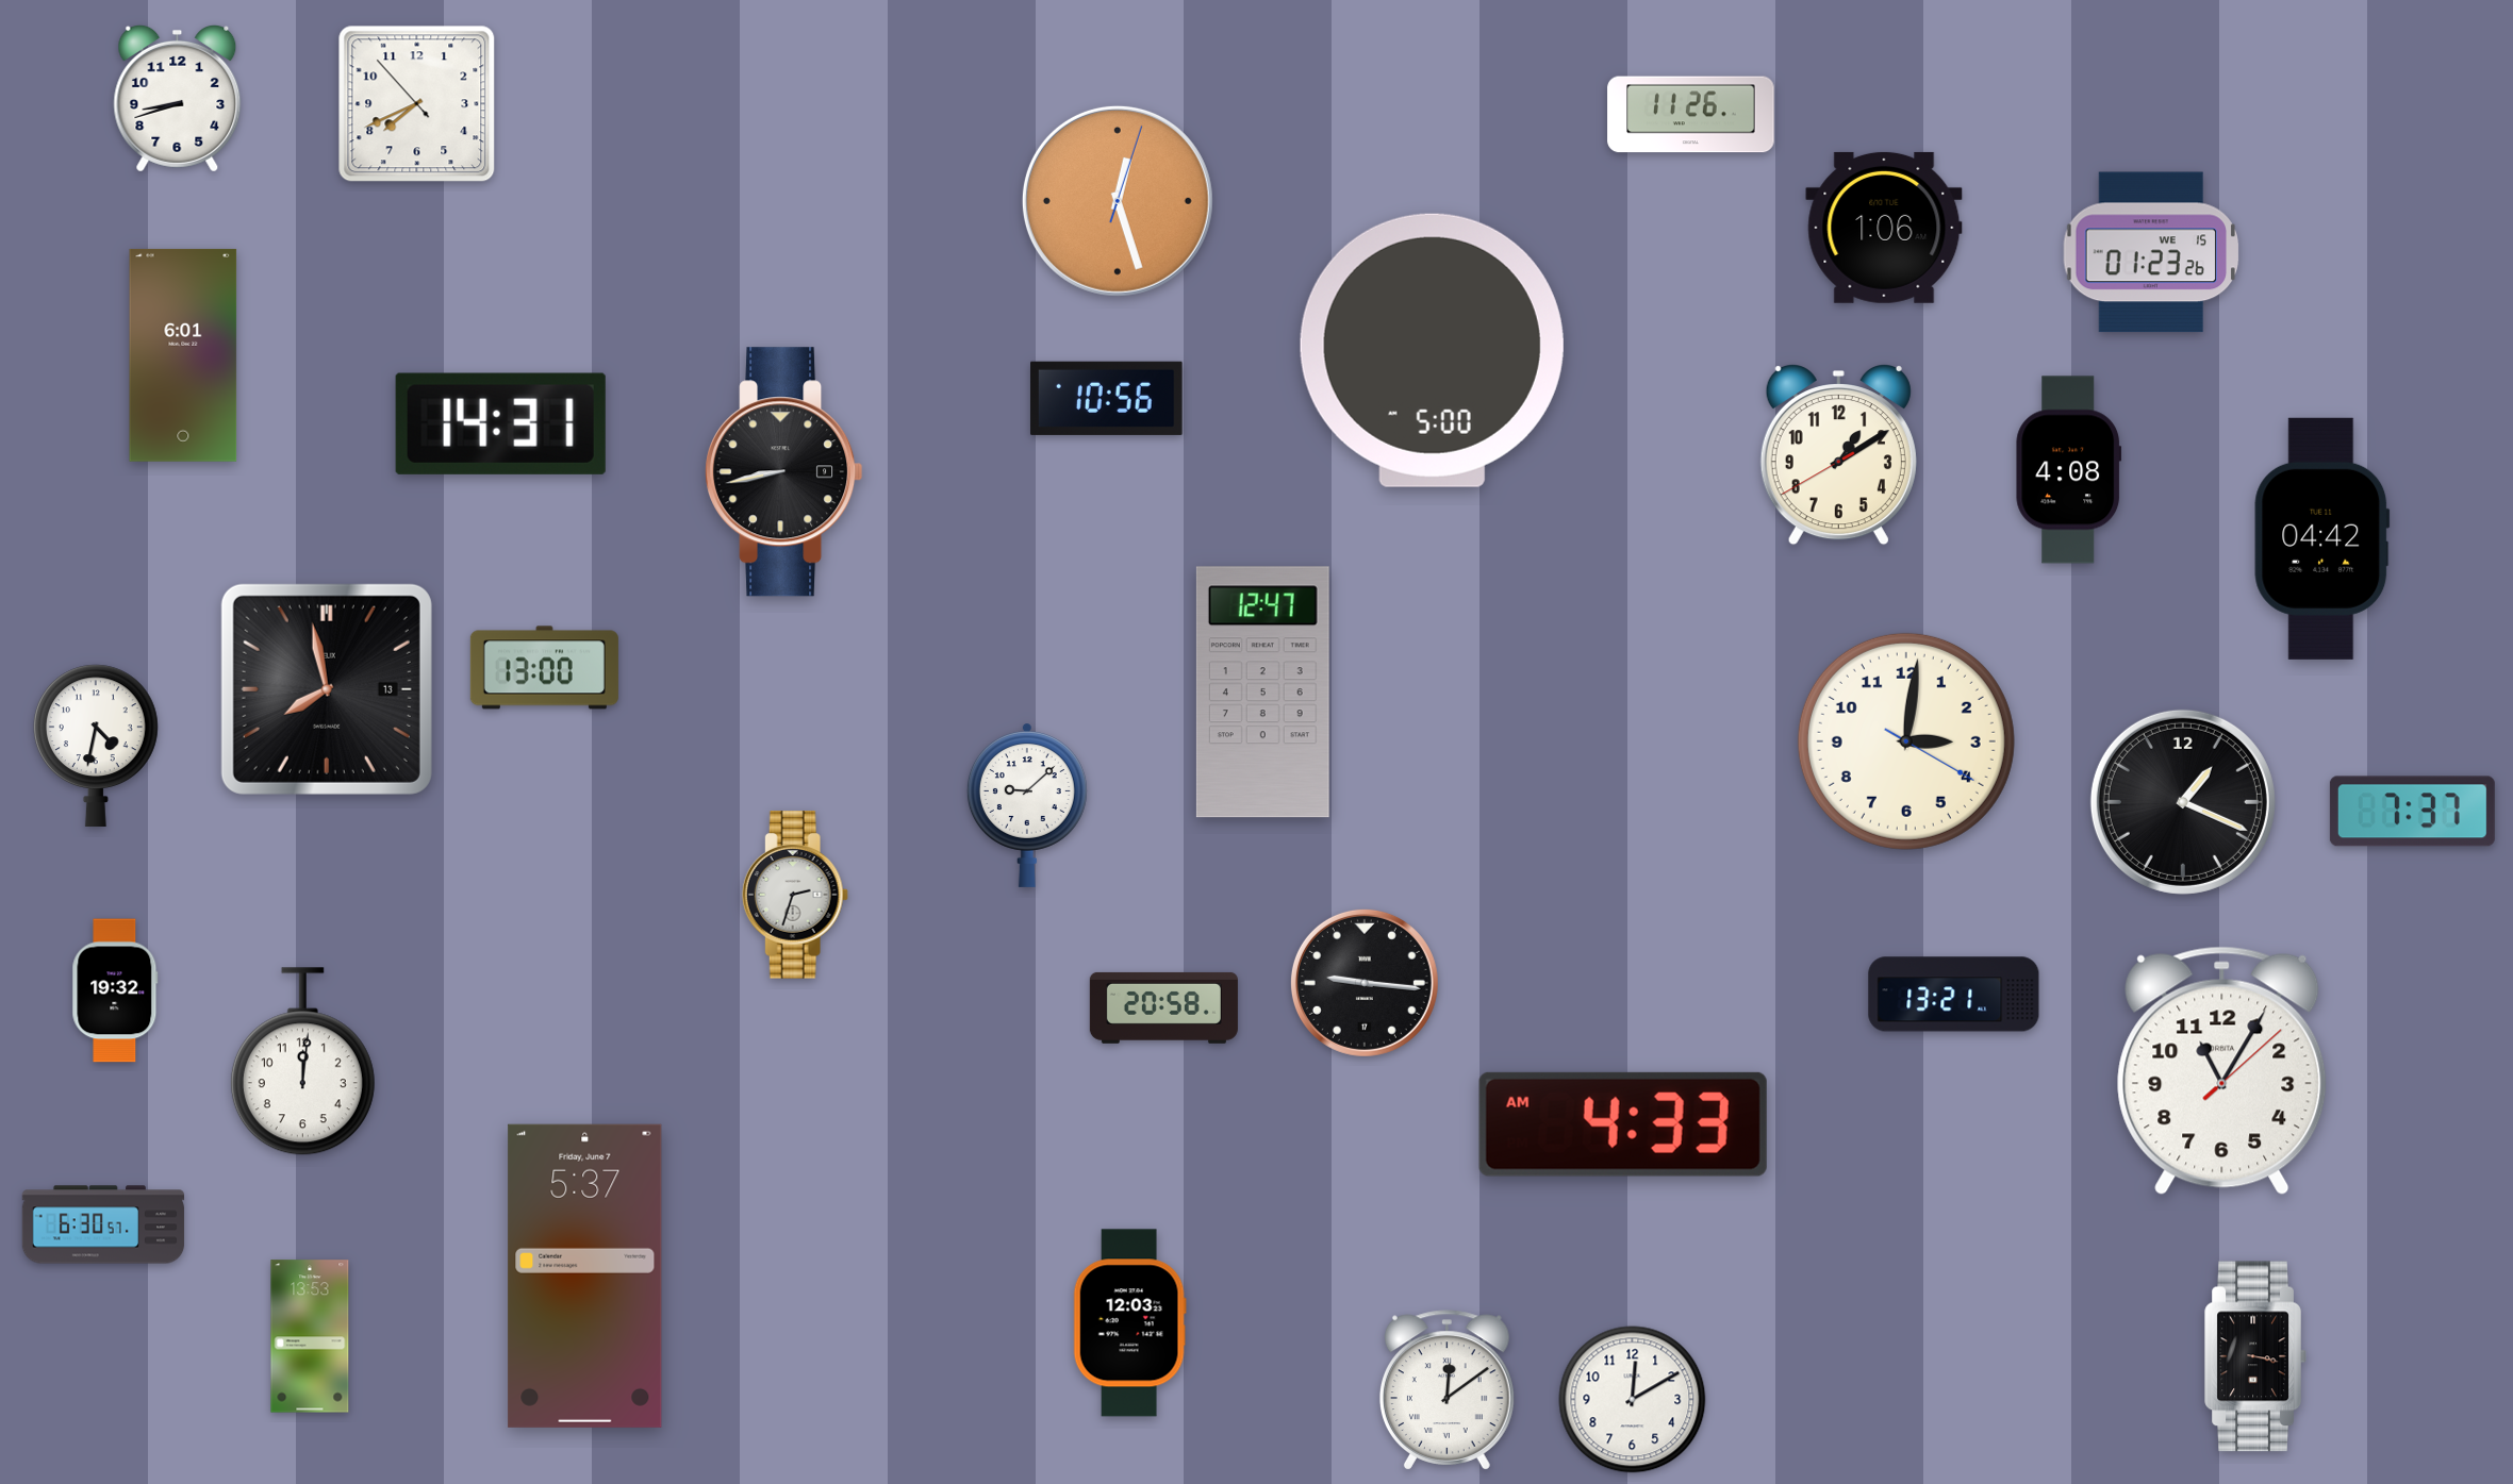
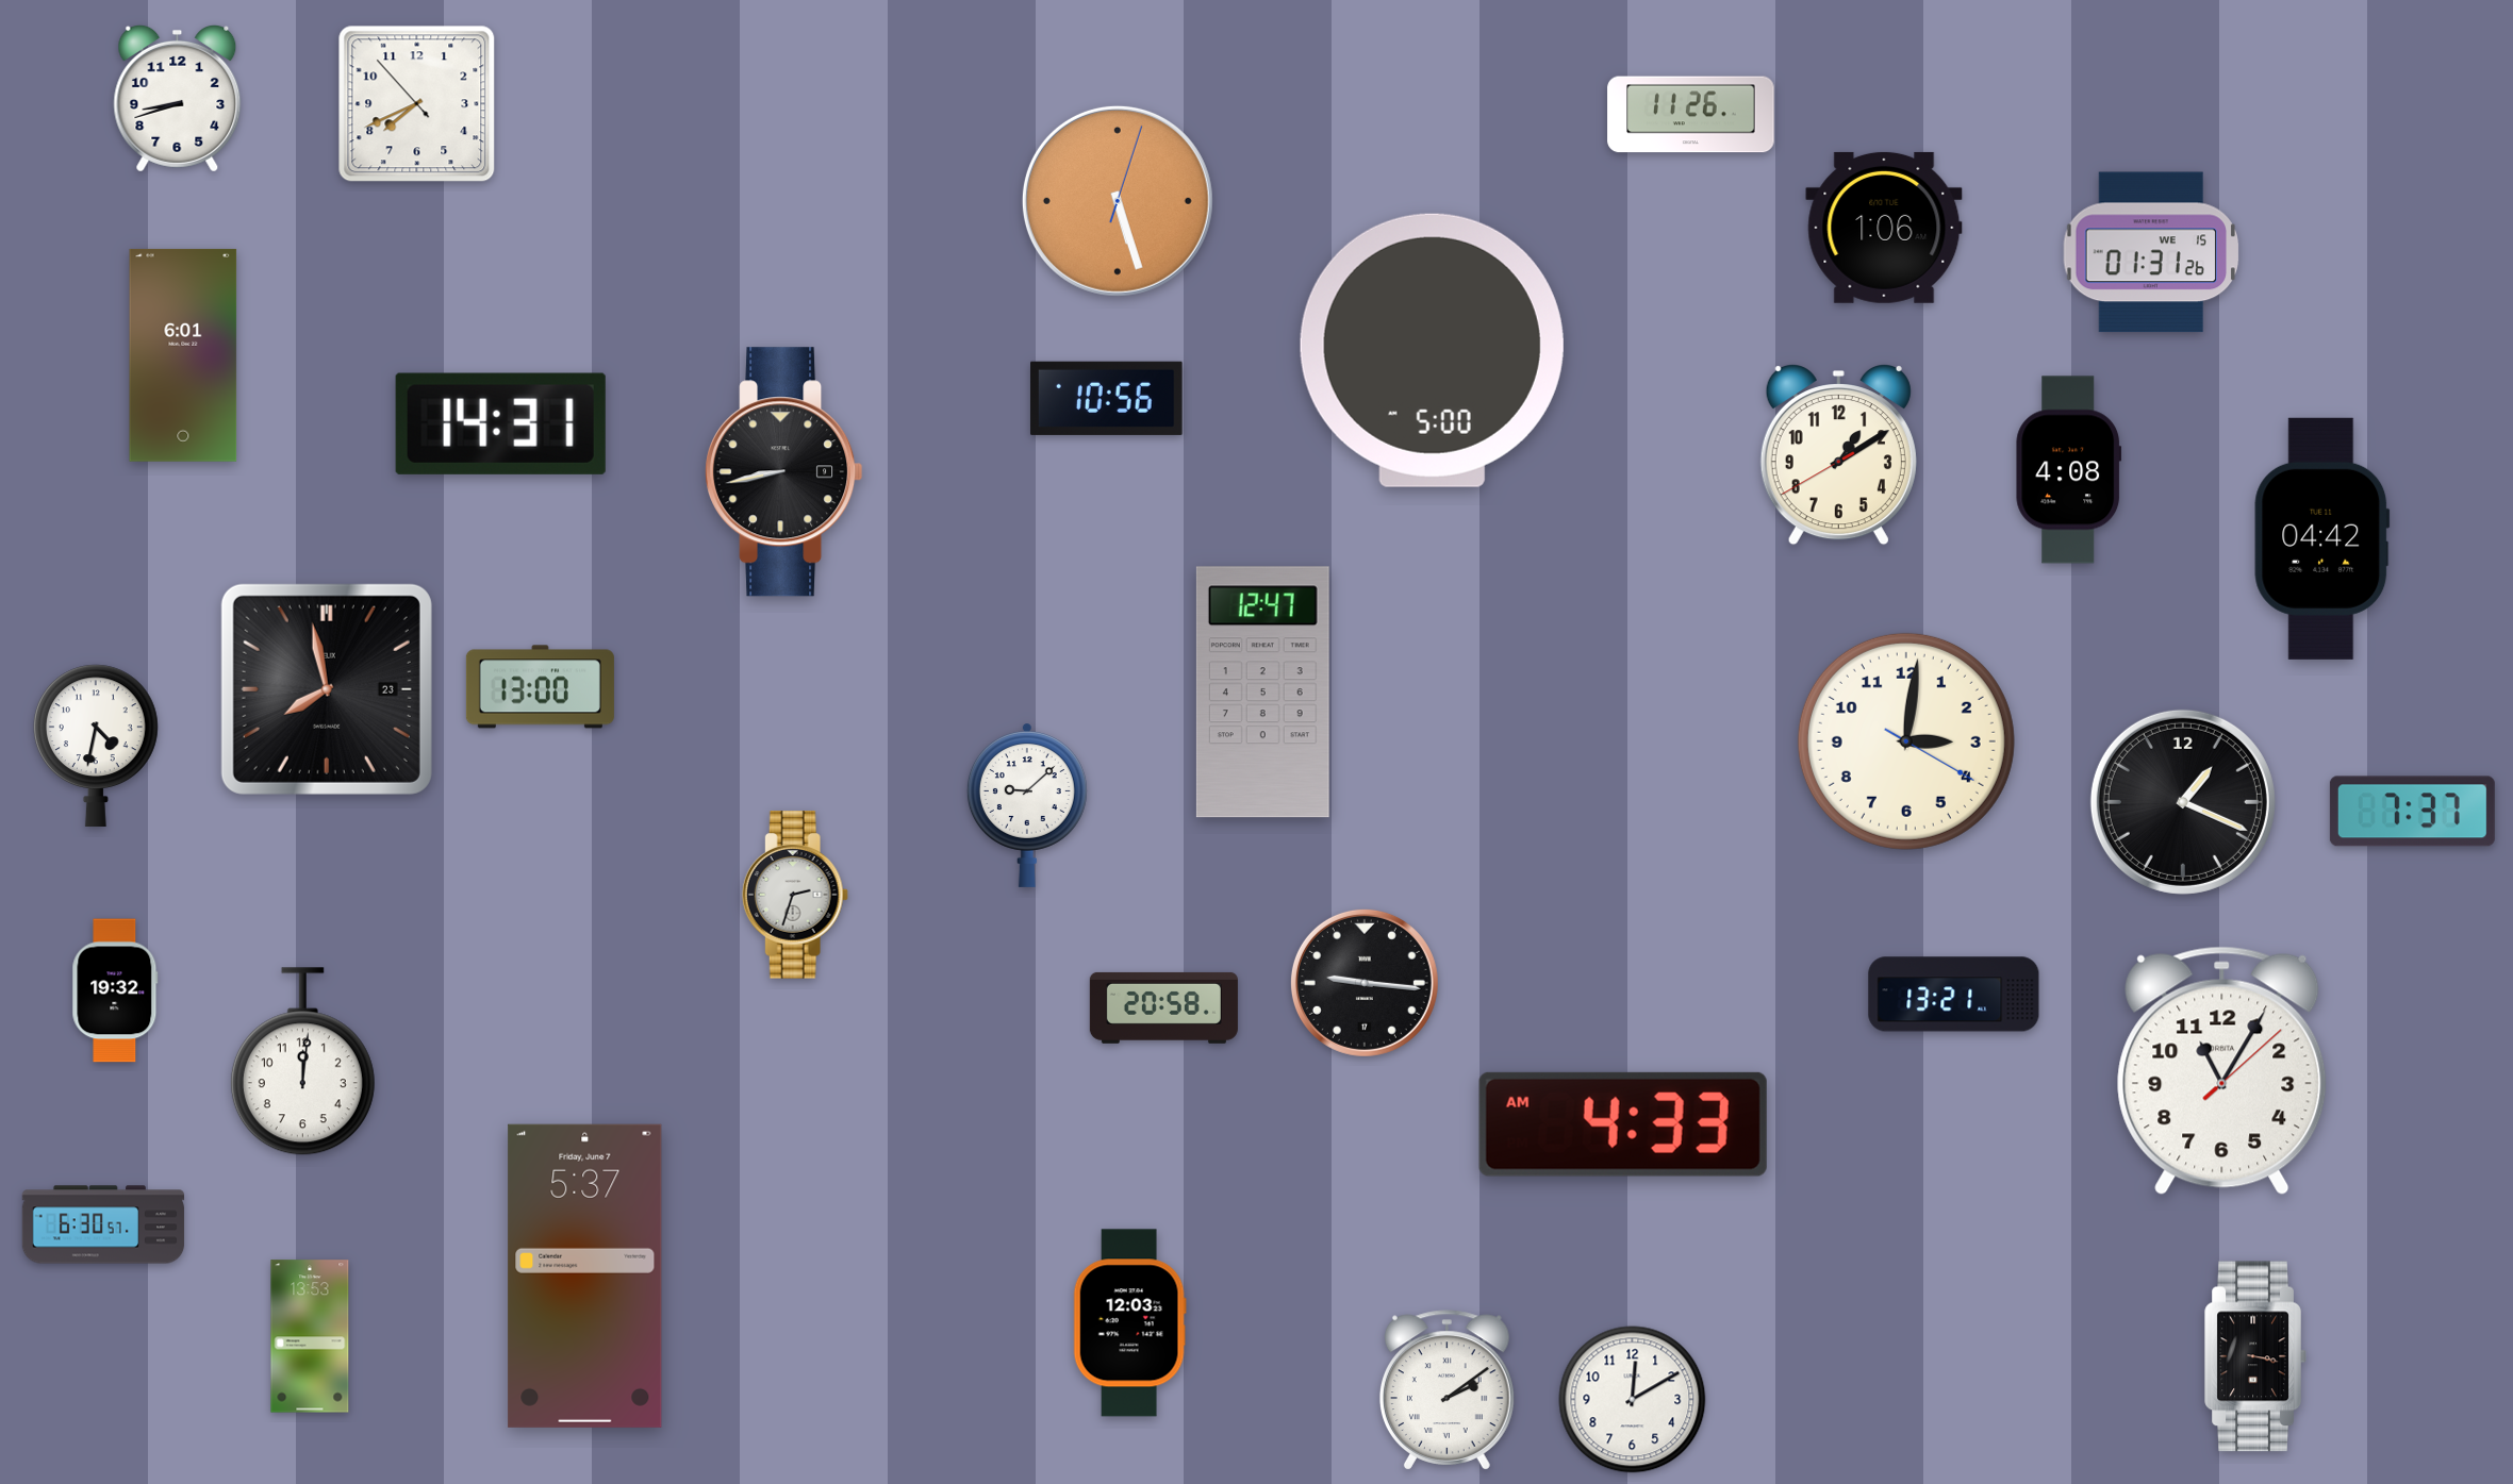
clock at (1118, 201): 12:27 -> 5:27
clock at (2151, 252): 01:23 -> 01:31
clock at (544, 668) position: (544, 668) -> (540, 687)
clock at (327, 689) date: 13 -> 23
clock at (1446, 1390): 12:09 -> 2:09
